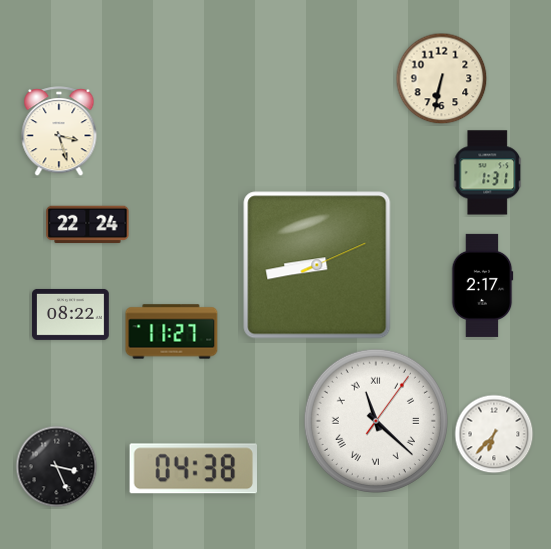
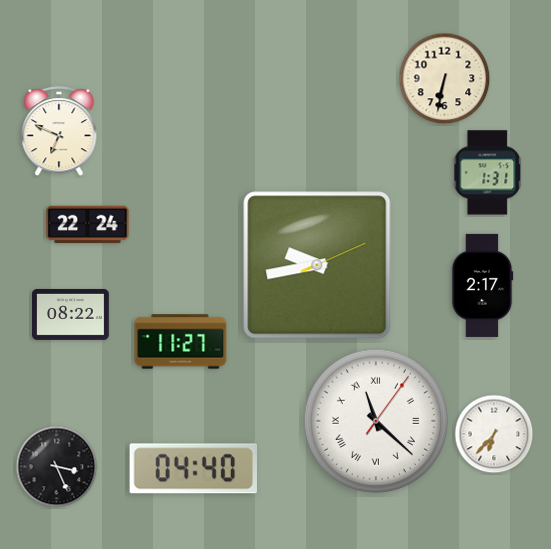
clock at (442, 79) position: (442, 79) -> (445, 79)
clock at (59, 132): 3:27 -> 6:49
clock at (317, 265): 8:43 -> 9:43
clock at (172, 332) position: (172, 332) -> (181, 342)
clock at (193, 469): 04:38 -> 04:40
